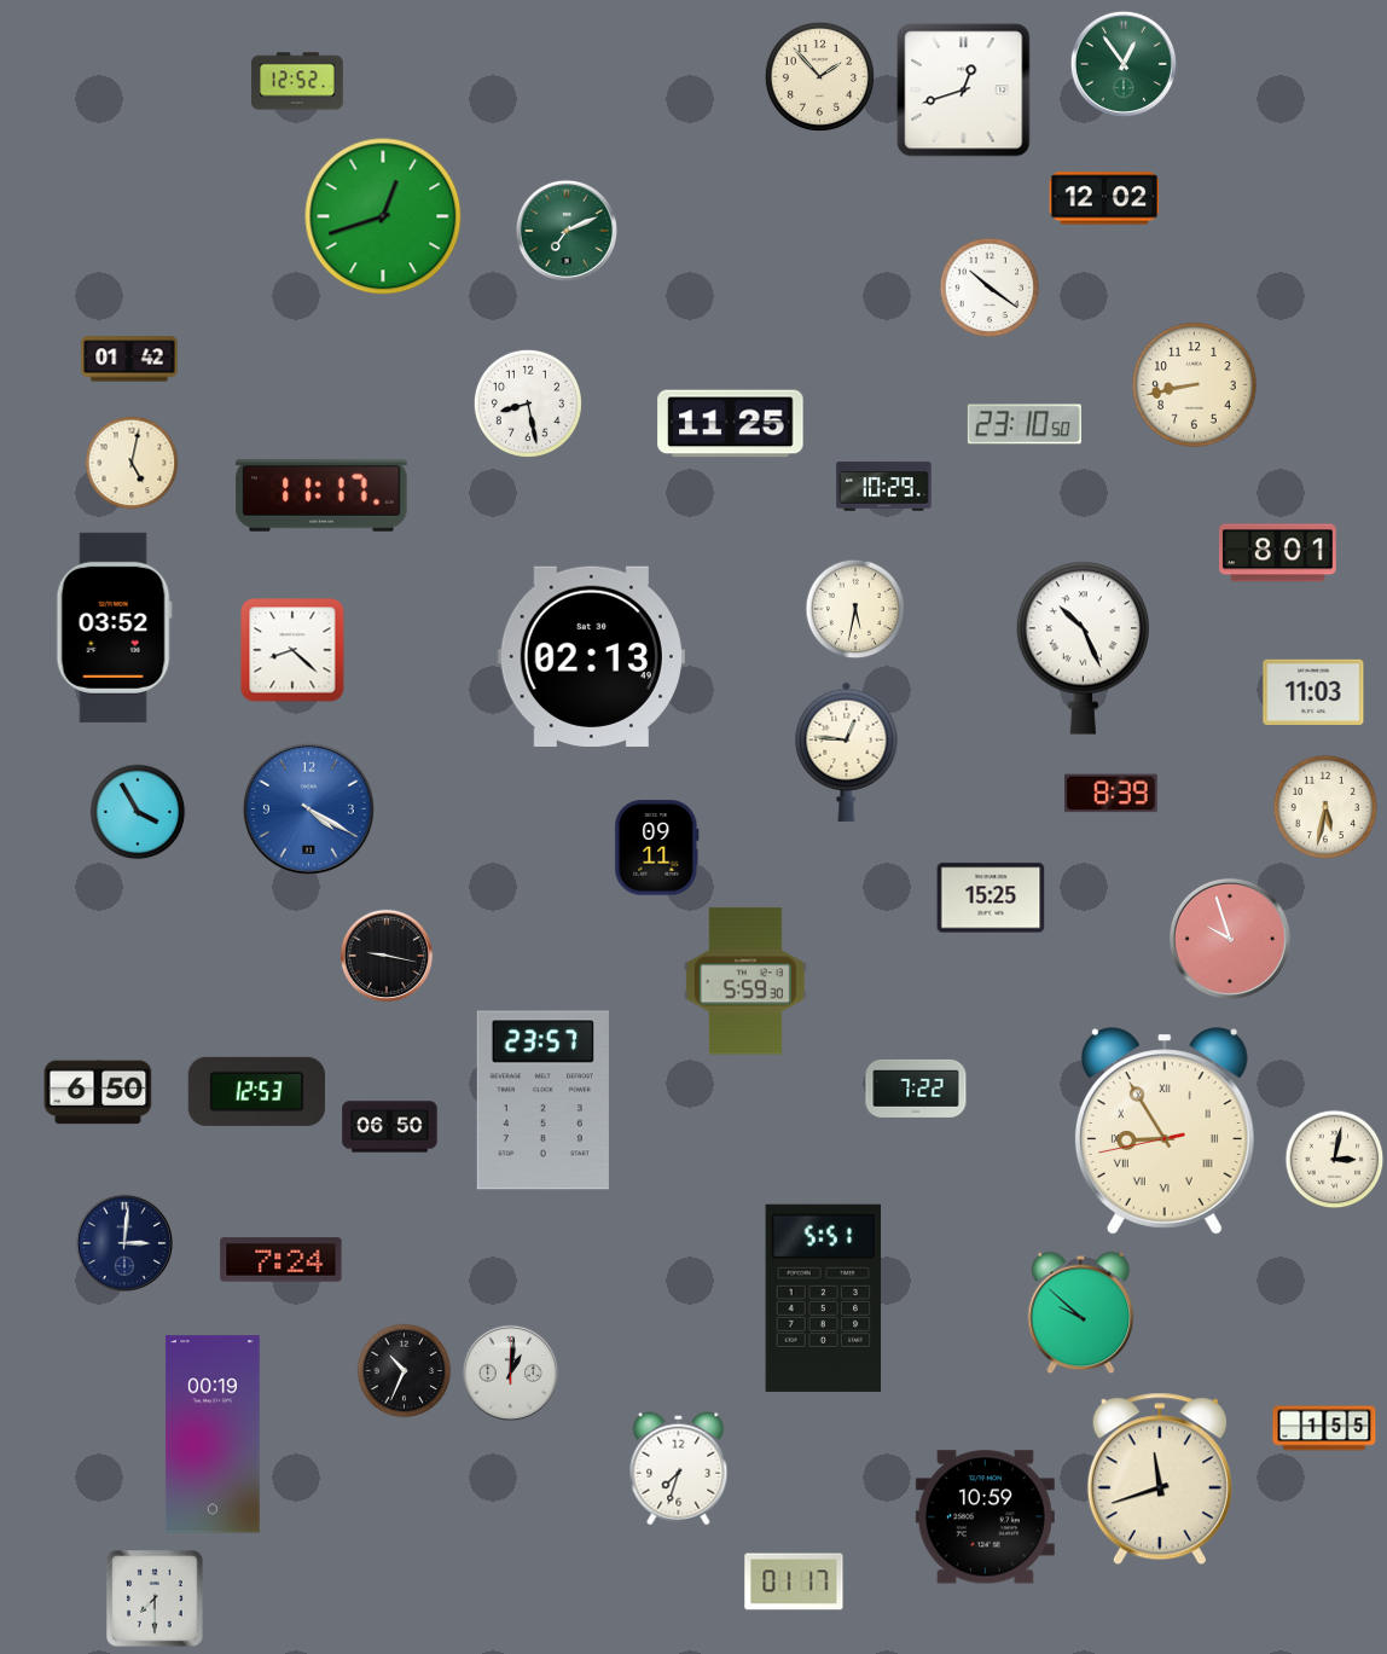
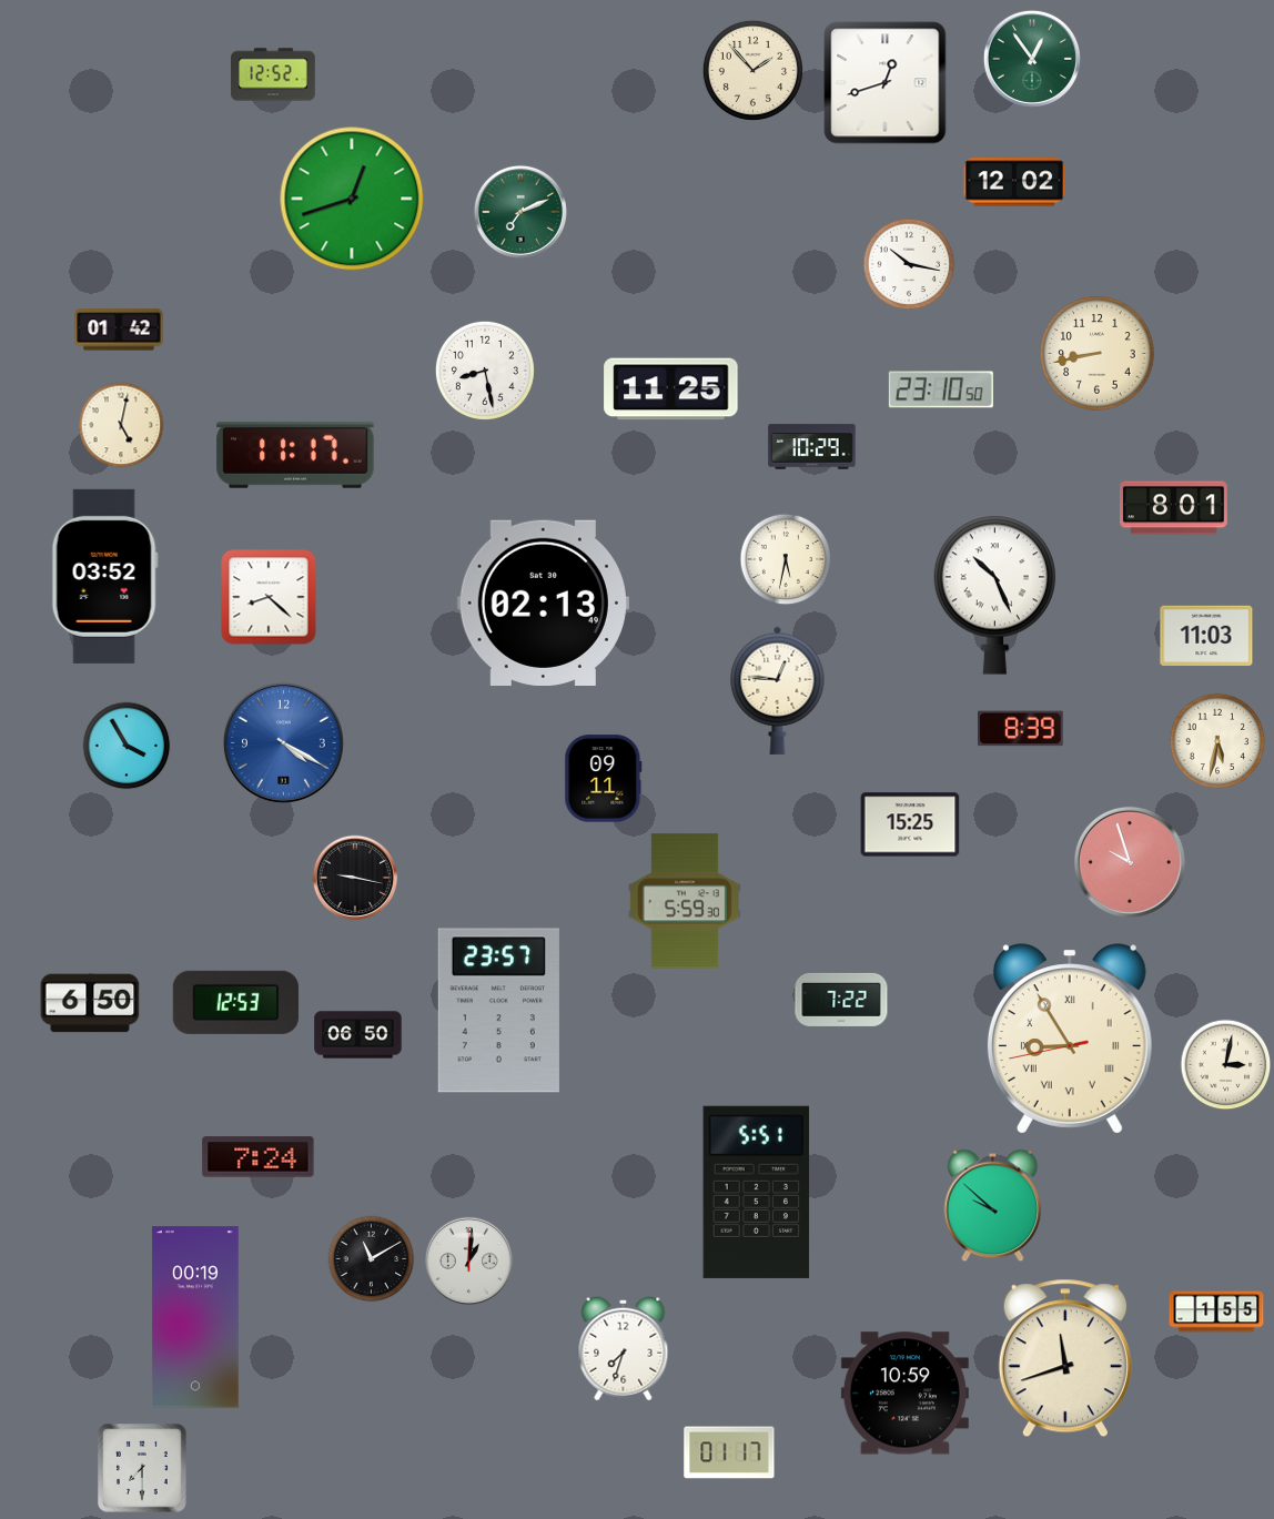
clock at (990, 288): 10:21 -> 10:17
clock at (123, 1242): 3:01 -> none
clock at (405, 1371): 10:34 -> 11:10
